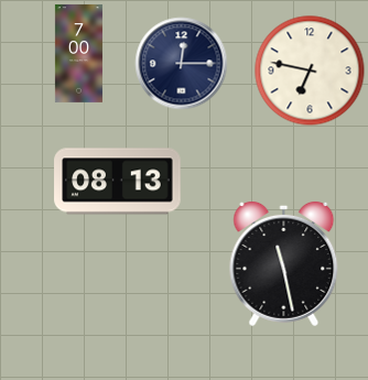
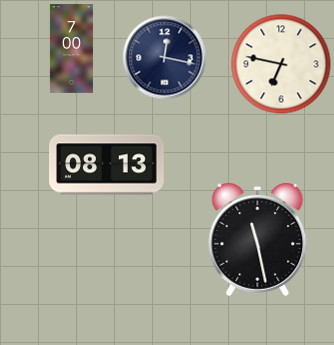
clock at (182, 64): 12:15 -> 12:17
